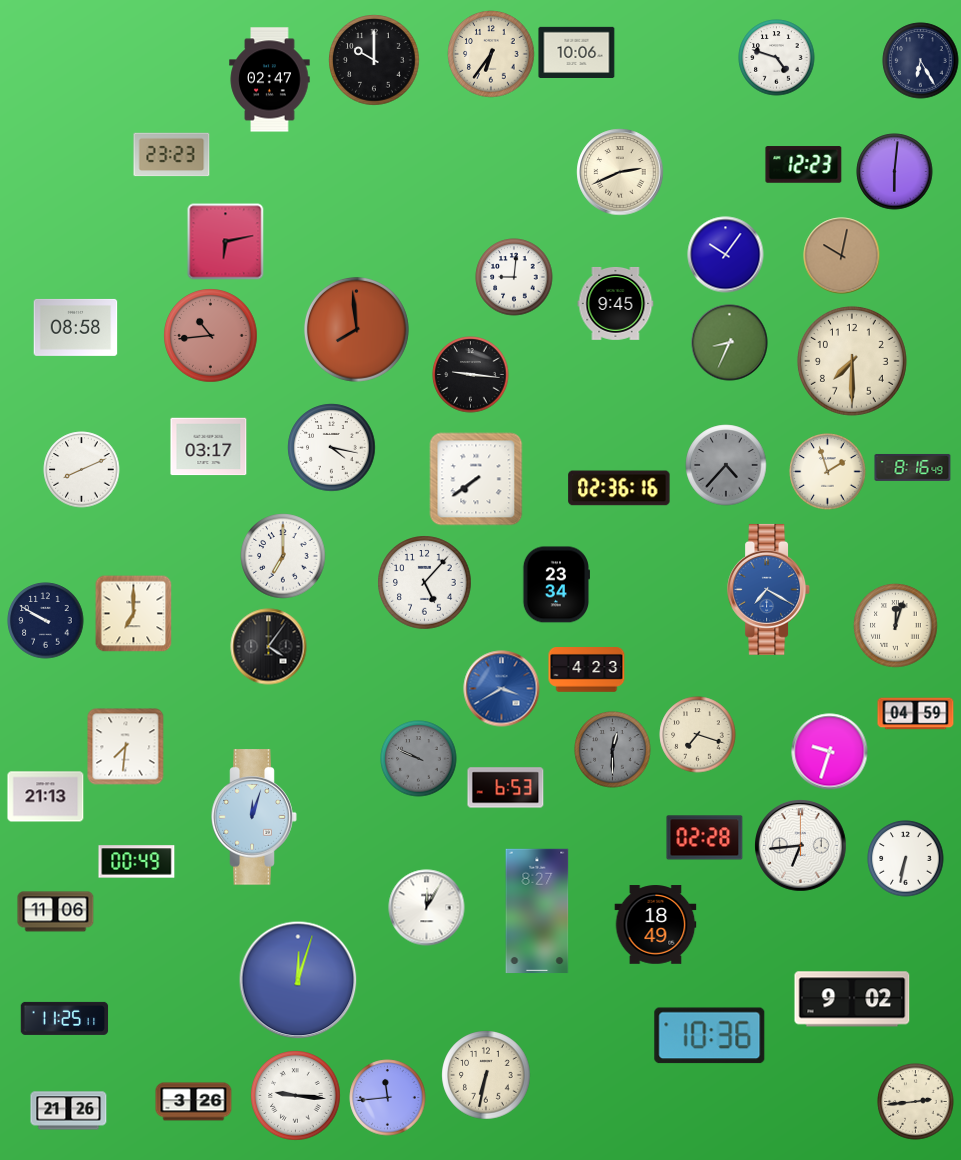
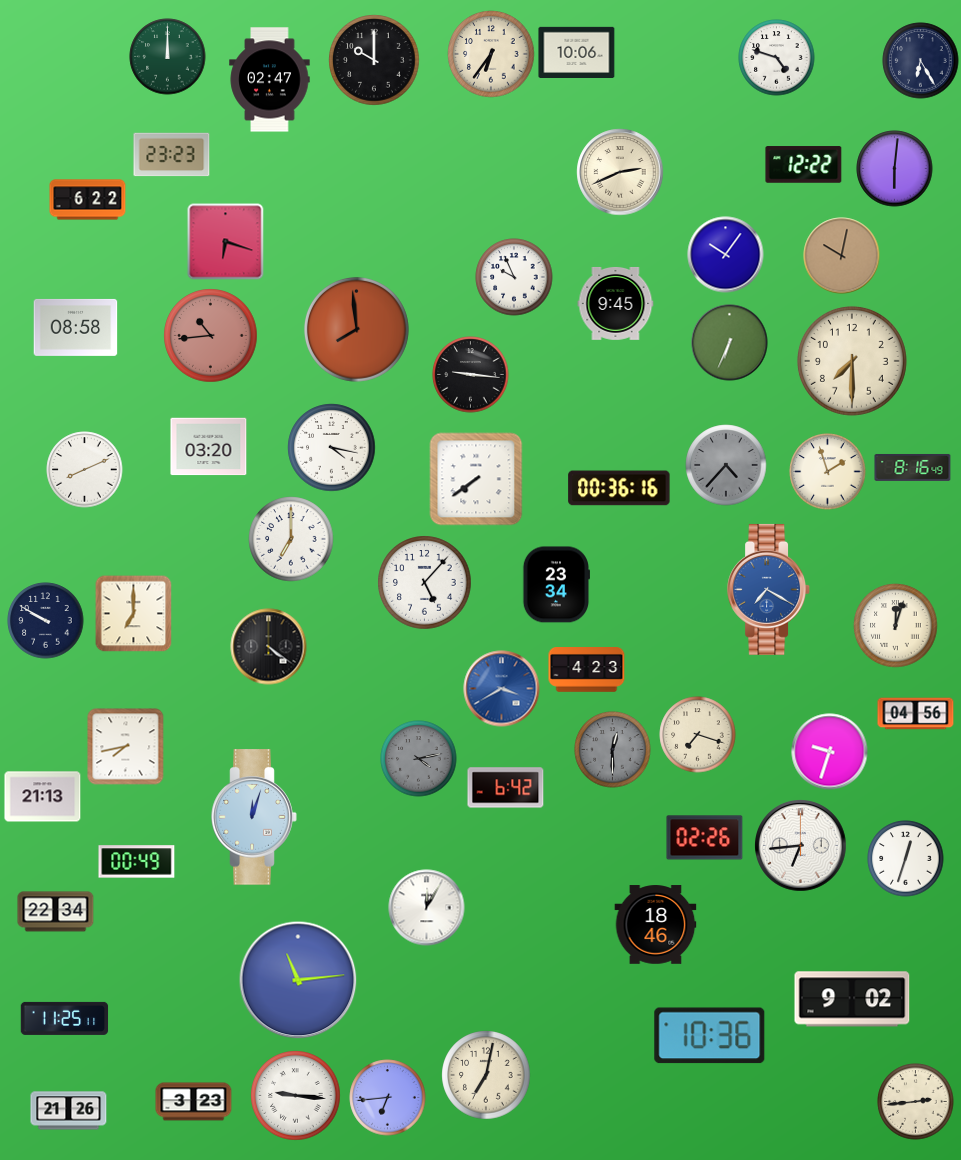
clock at (168, 57): none -> 12:00
clock at (804, 165): 12:23 -> 12:22
clock at (895, 172) position: (895, 172) -> (895, 169)
clock at (88, 200): none -> 6:22
clock at (226, 242): 6:13 -> 6:18
clock at (514, 277): 9:01 -> 9:56
clock at (730, 343): 8:34 -> 6:34
clock at (209, 447): 03:17 -> 03:20
clock at (82, 470) position: (82, 470) -> (85, 470)
clock at (619, 488): 02:36 -> 00:36
clock at (283, 556) position: (283, 556) -> (291, 539)
clock at (269, 647): 4:06 -> 4:21
clock at (916, 714): 04:59 -> 04:56
clock at (126, 747): 7:31 -> 7:43
clock at (419, 759): 9:49 -> 4:13
clock at (506, 788): 6:53 -> 6:42
clock at (46, 797) position: (46, 797) -> (43, 797)
clock at (705, 838): 02:28 -> 02:26
clock at (906, 859): 6:32 -> 12:33
clock at (537, 911): 8:27 -> none
clock at (56, 912): 11:06 -> 22:34
clock at (656, 925): 18:49 -> 18:46
clock at (298, 980): 12:03 -> 11:14
clock at (486, 1075): 6:32 -> 7:02
clock at (388, 1098): 11:44 -> 6:44
clock at (194, 1102): 3:26 -> 3:23
